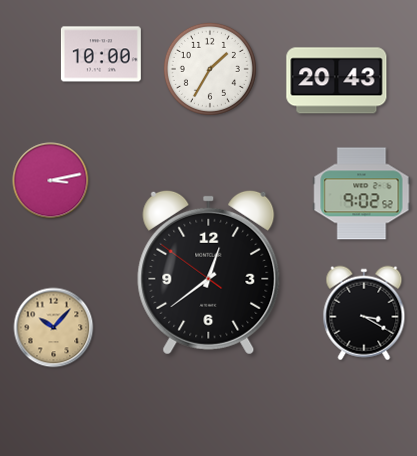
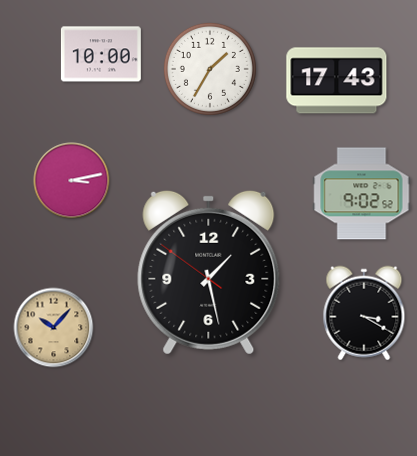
clock at (337, 81): 20:43 -> 17:43
clock at (51, 181) position: (51, 181) -> (72, 181)
clock at (209, 272): 12:38 -> 1:27
